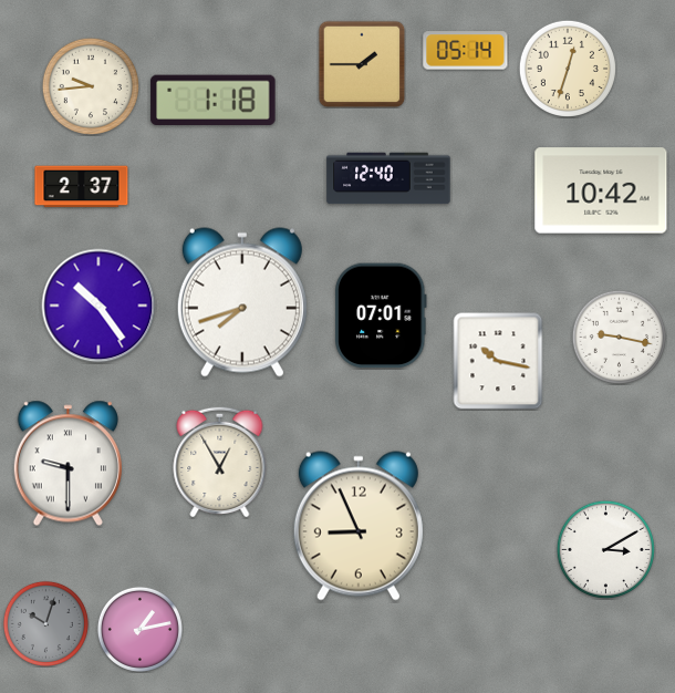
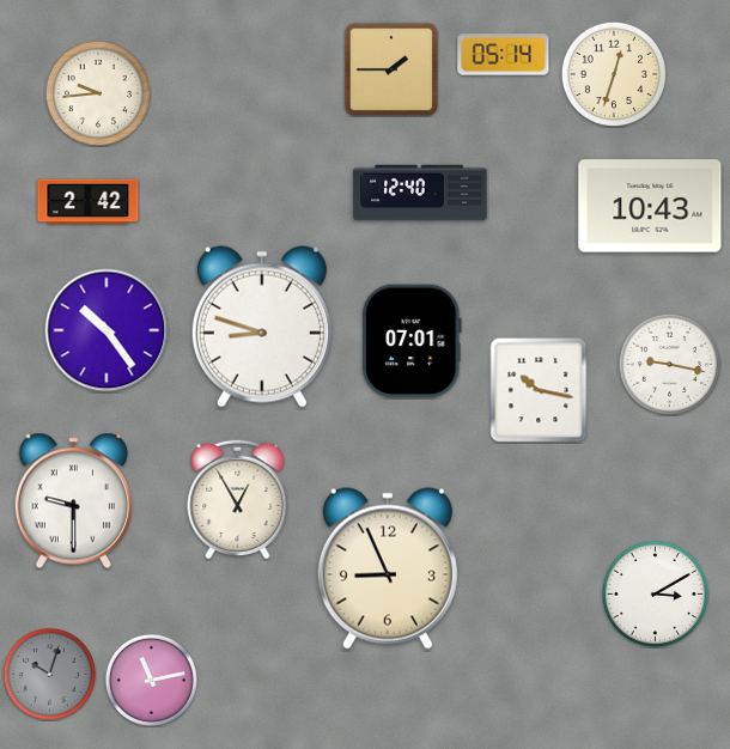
clock at (214, 101): 1:18 -> none
clock at (82, 187): 2:37 -> 2:42
clock at (601, 190): 10:42 -> 10:43
clock at (242, 302): 7:42 -> 8:48
clock at (139, 629): 1:13 -> 11:13
